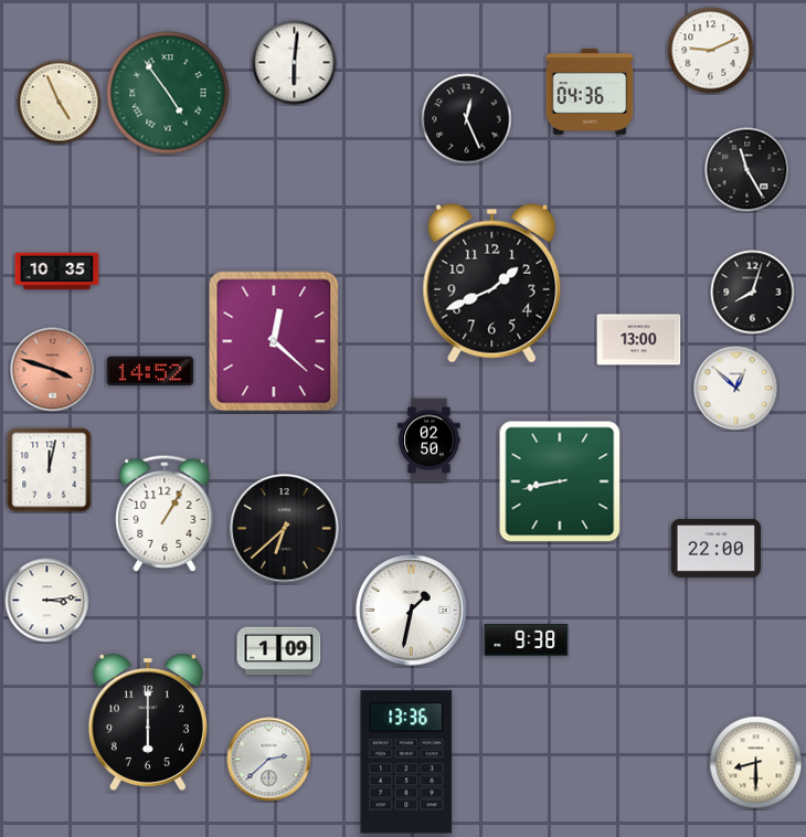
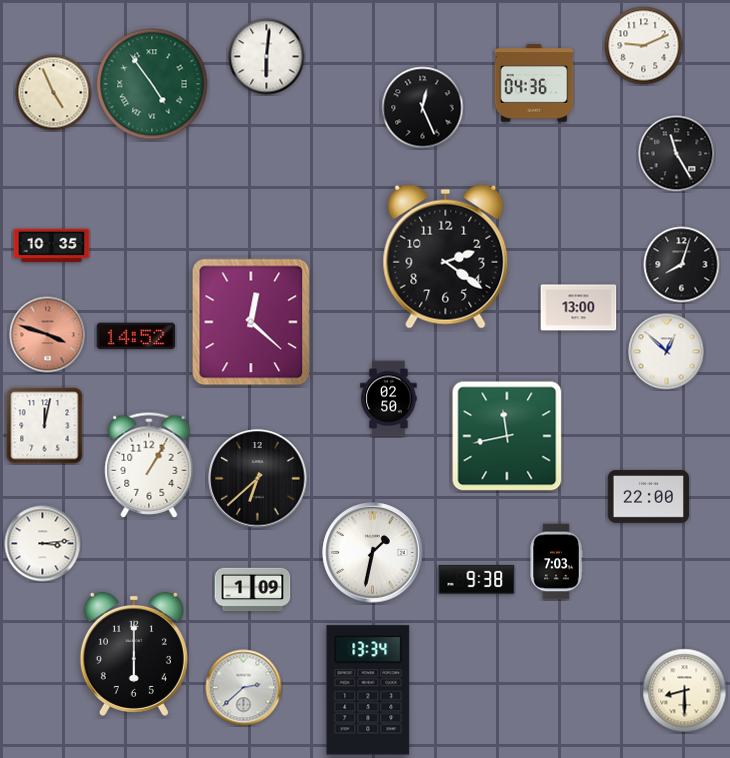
clock at (492, 283): 1:41 -> 2:21
clock at (274, 341) position: (274, 341) -> (251, 322)
clock at (560, 481): 8:43 -> 11:43
clock at (556, 562): none -> 7:03
clock at (406, 762): 13:36 -> 13:34
